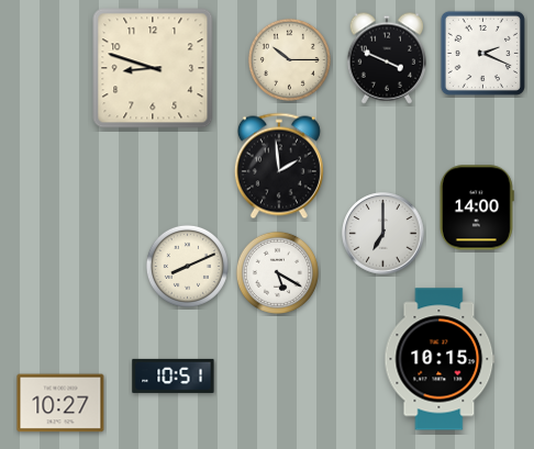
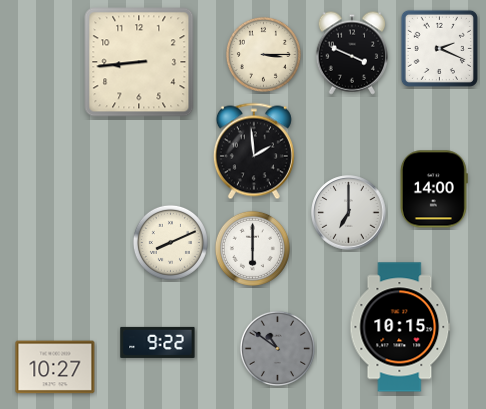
clock at (289, 59): 10:15 -> 3:15
clock at (153, 68): 8:48 -> 8:44
clock at (277, 272): 5:20 -> 6:00
clock at (174, 375): 10:51 -> 9:22
clock at (277, 348): none -> 10:51
